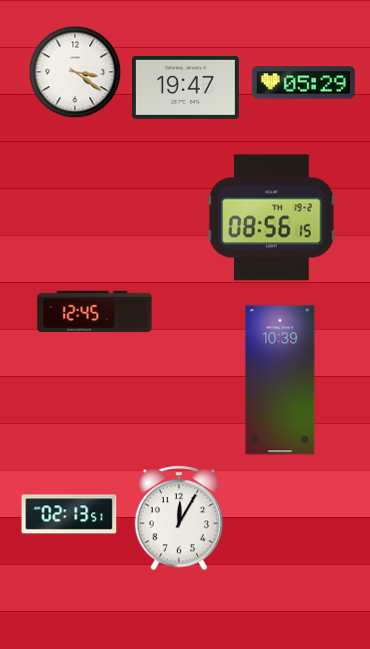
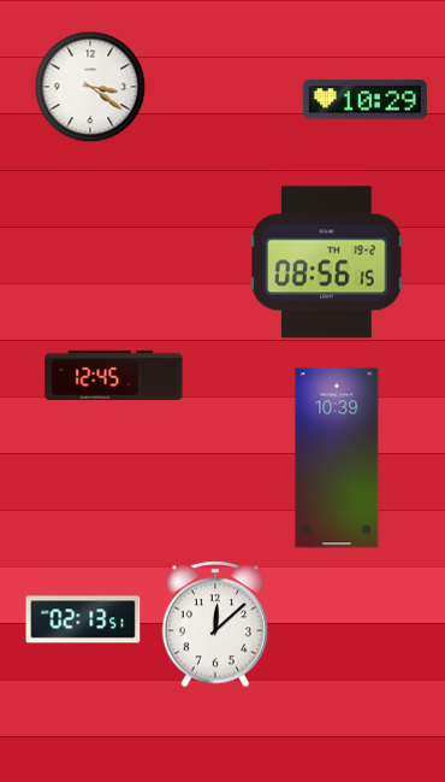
clock at (303, 83): 05:29 -> 10:29
clock at (185, 87): 19:47 -> none
clock at (179, 518): 12:05 -> 12:08
